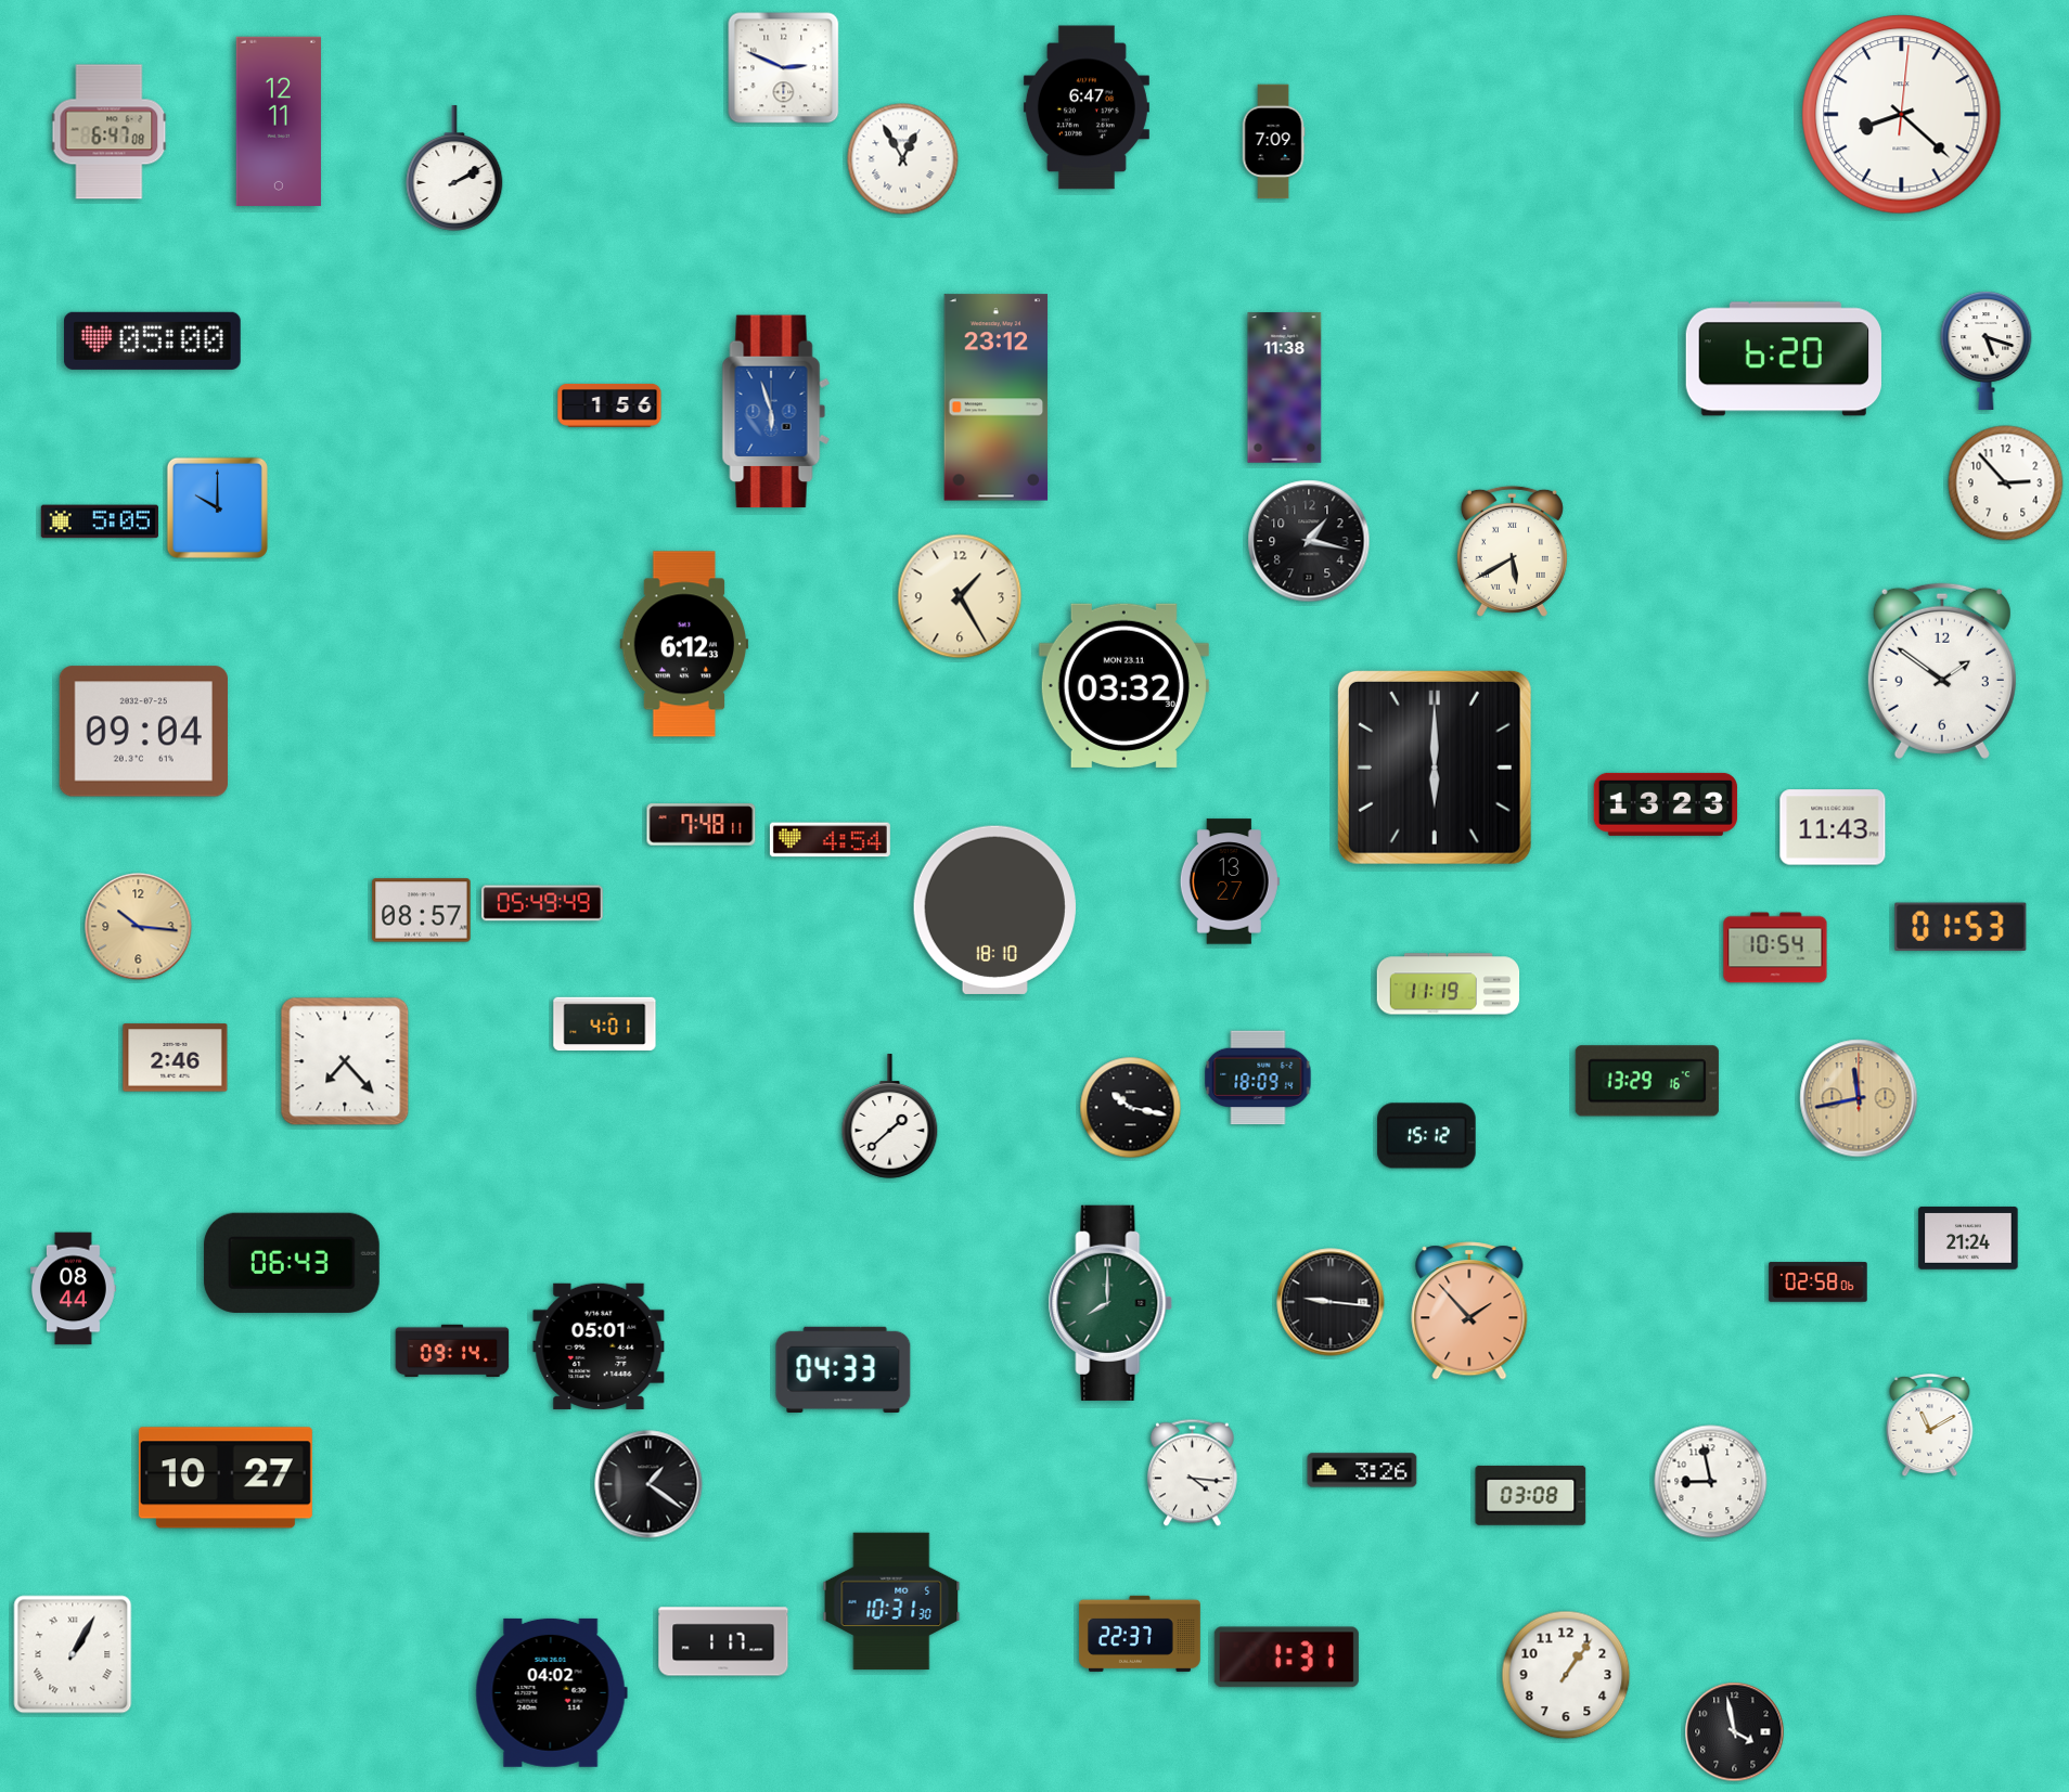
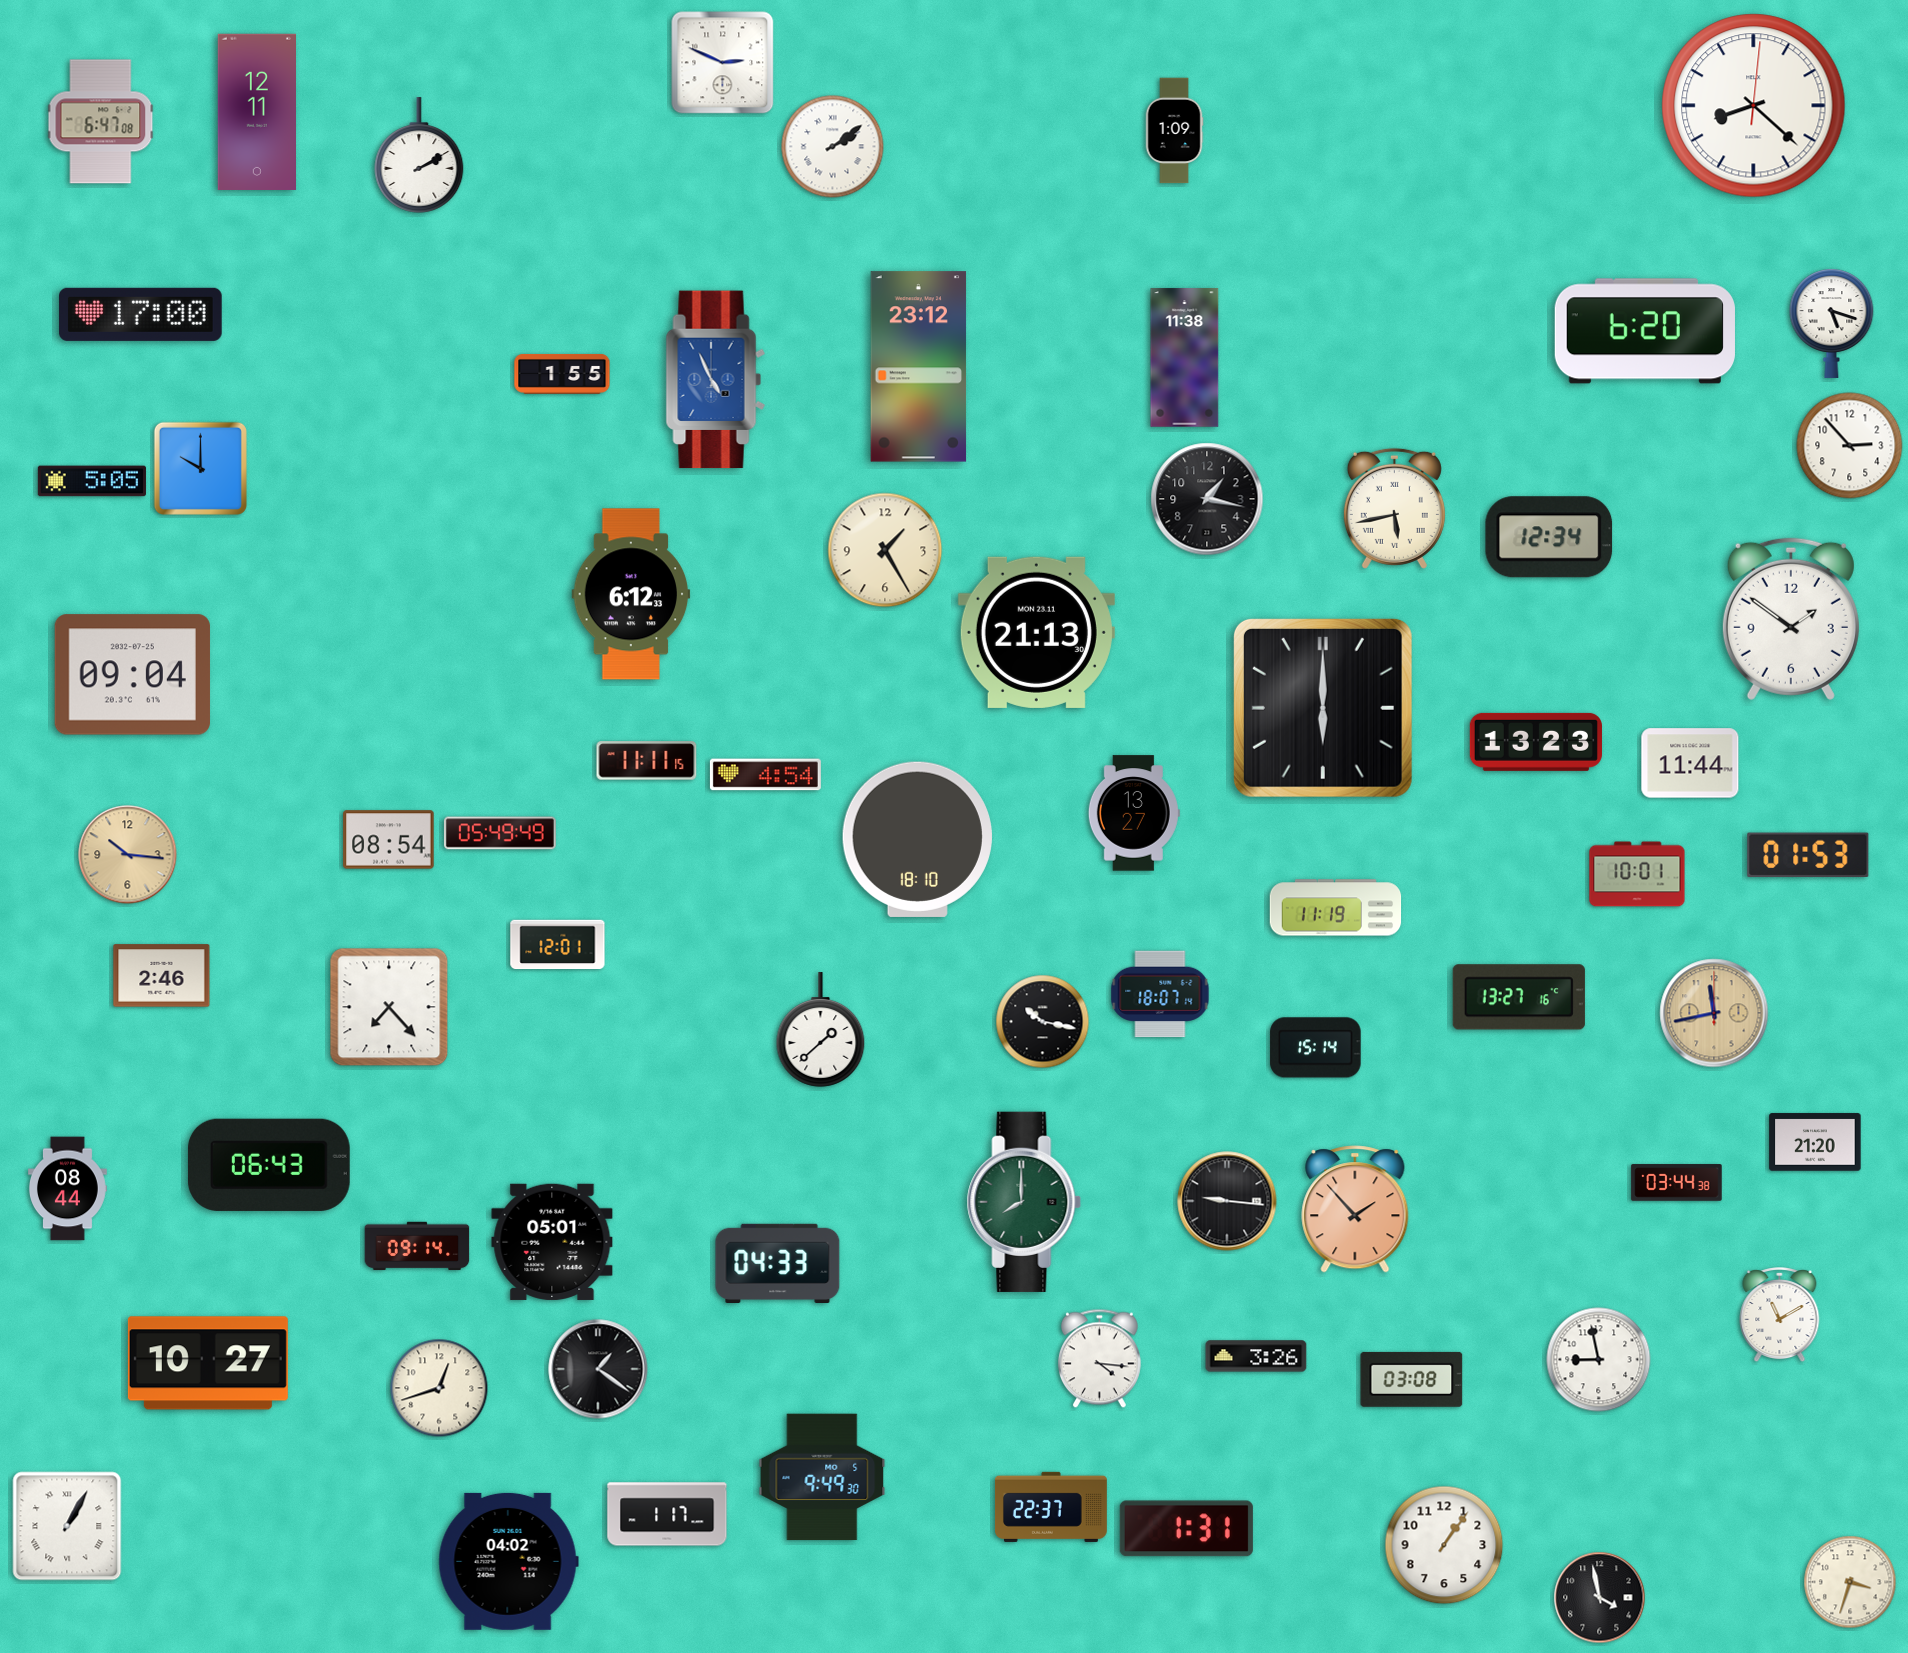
clock at (1087, 107): 6:47 -> none
clock at (1273, 142): 7:09 -> 1:09
clock at (903, 159): 12:55 -> 2:09
clock at (152, 340): 05:00 -> 17:00
clock at (609, 405): 1:56 -> 1:55
clock at (776, 412): 5:57 -> 4:56
clock at (1512, 551): 5:40 -> 5:43
clock at (1549, 537): none -> 12:34
clock at (1123, 685): 03:32 -> 21:13
clock at (702, 825): 7:48 -> 11:11
clock at (1833, 827): 11:43 -> 11:44
clock at (422, 911): 08:57 -> 08:54
clock at (1775, 947): 10:54 -> 10:01
clock at (605, 1024): 4:01 -> 12:01
clock at (345, 1061) position: (345, 1061) -> (389, 1007)
clock at (1258, 1078): 18:09 -> 18:07
clock at (1647, 1081): 13:29 -> 13:27
clock at (1427, 1136): 15:12 -> 15:14
clock at (1968, 1238): 21:24 -> 21:20
clock at (1819, 1282): 02:58 -> 03:44
clock at (1711, 1482) position: (1711, 1482) -> (1599, 1360)
clock at (439, 1388): none -> 12:42
clock at (891, 1601): 10:31 -> 9:49
clock at (1850, 1582): none -> 3:33
